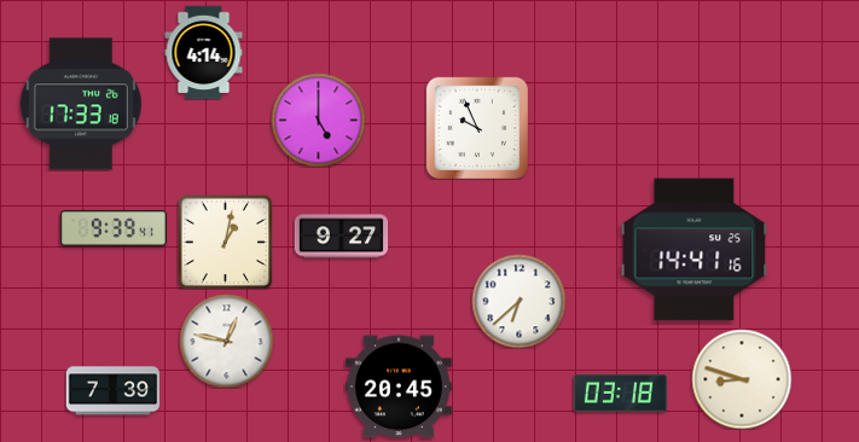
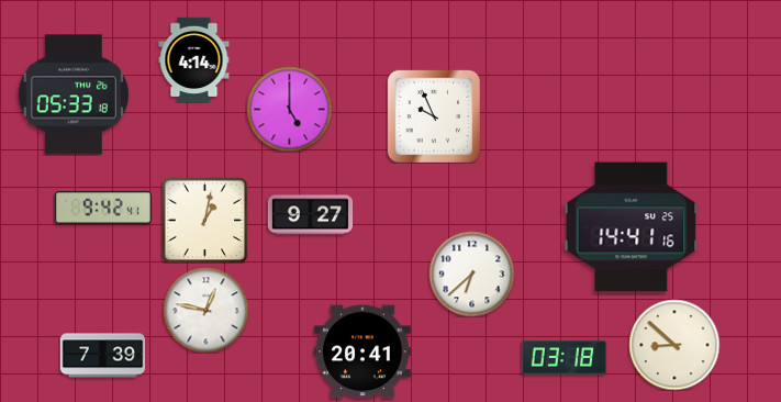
clock at (204, 52) position: (204, 52) -> (194, 59)
clock at (81, 104): 17:33 -> 05:33
clock at (114, 228): 9:39 -> 9:42
clock at (742, 379): 8:48 -> 8:52
clock at (399, 386): 20:45 -> 20:41
